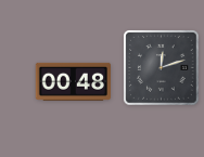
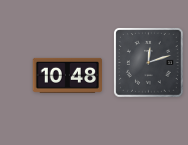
clock at (73, 81): 00:48 -> 10:48
